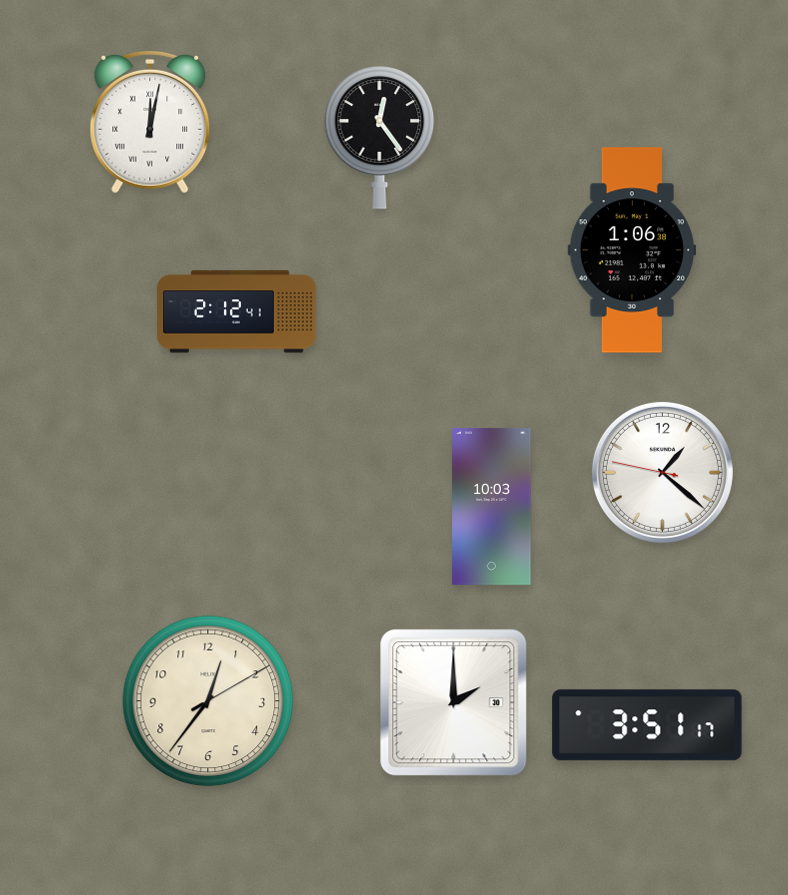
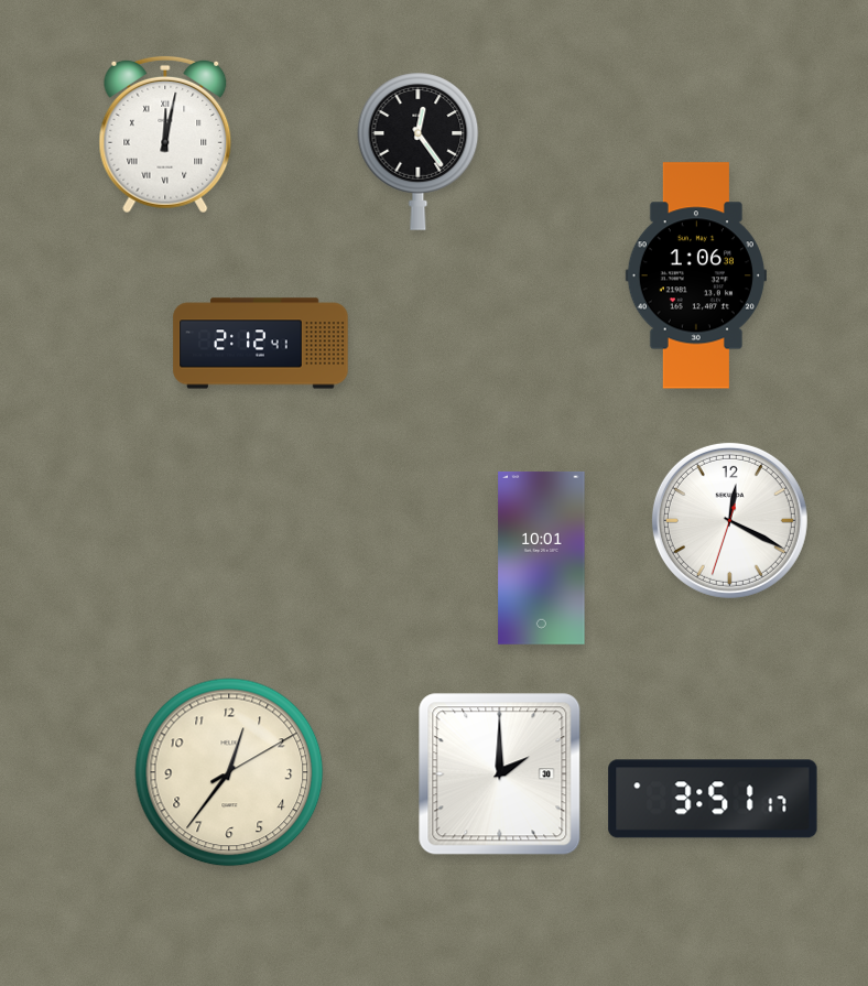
clock at (662, 472): 1:21 -> 12:19
clock at (492, 506): 10:03 -> 10:01
